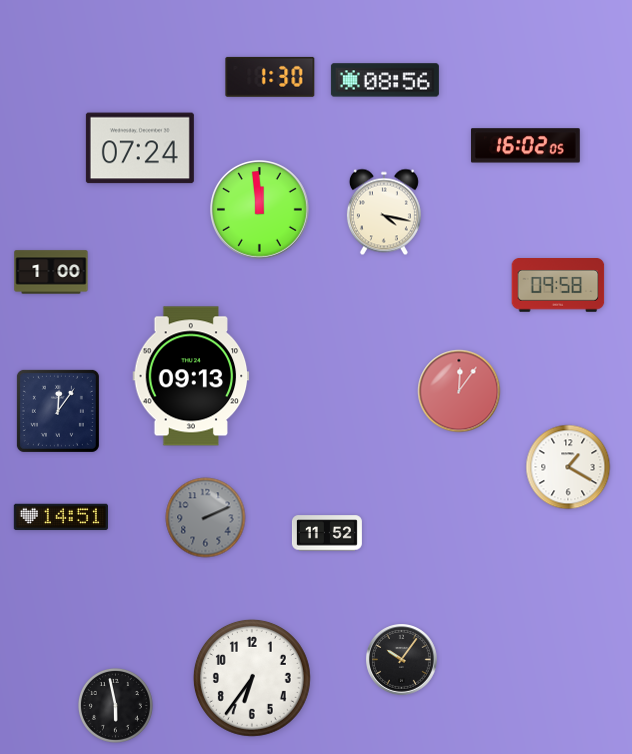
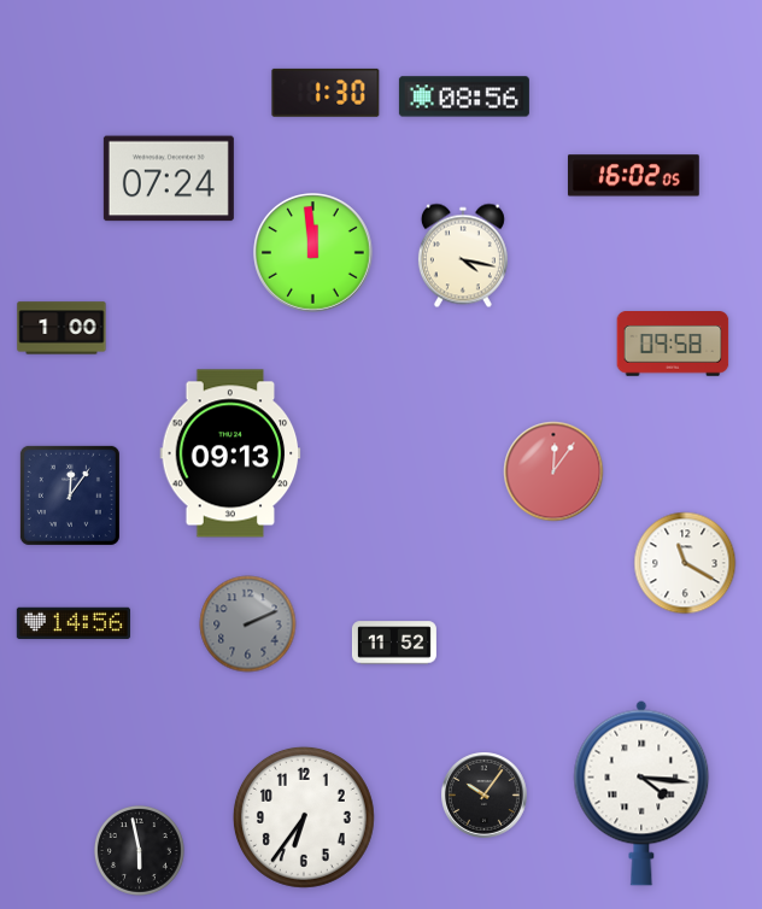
clock at (568, 467): 1:20 -> 11:20
clock at (61, 517): 14:51 -> 14:56
clock at (641, 793): none -> 4:16
